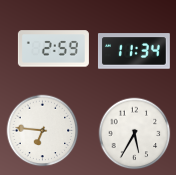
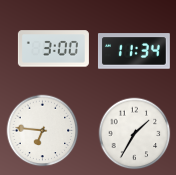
clock at (53, 49): 2:59 -> 3:00
clock at (135, 134): 5:35 -> 1:35
